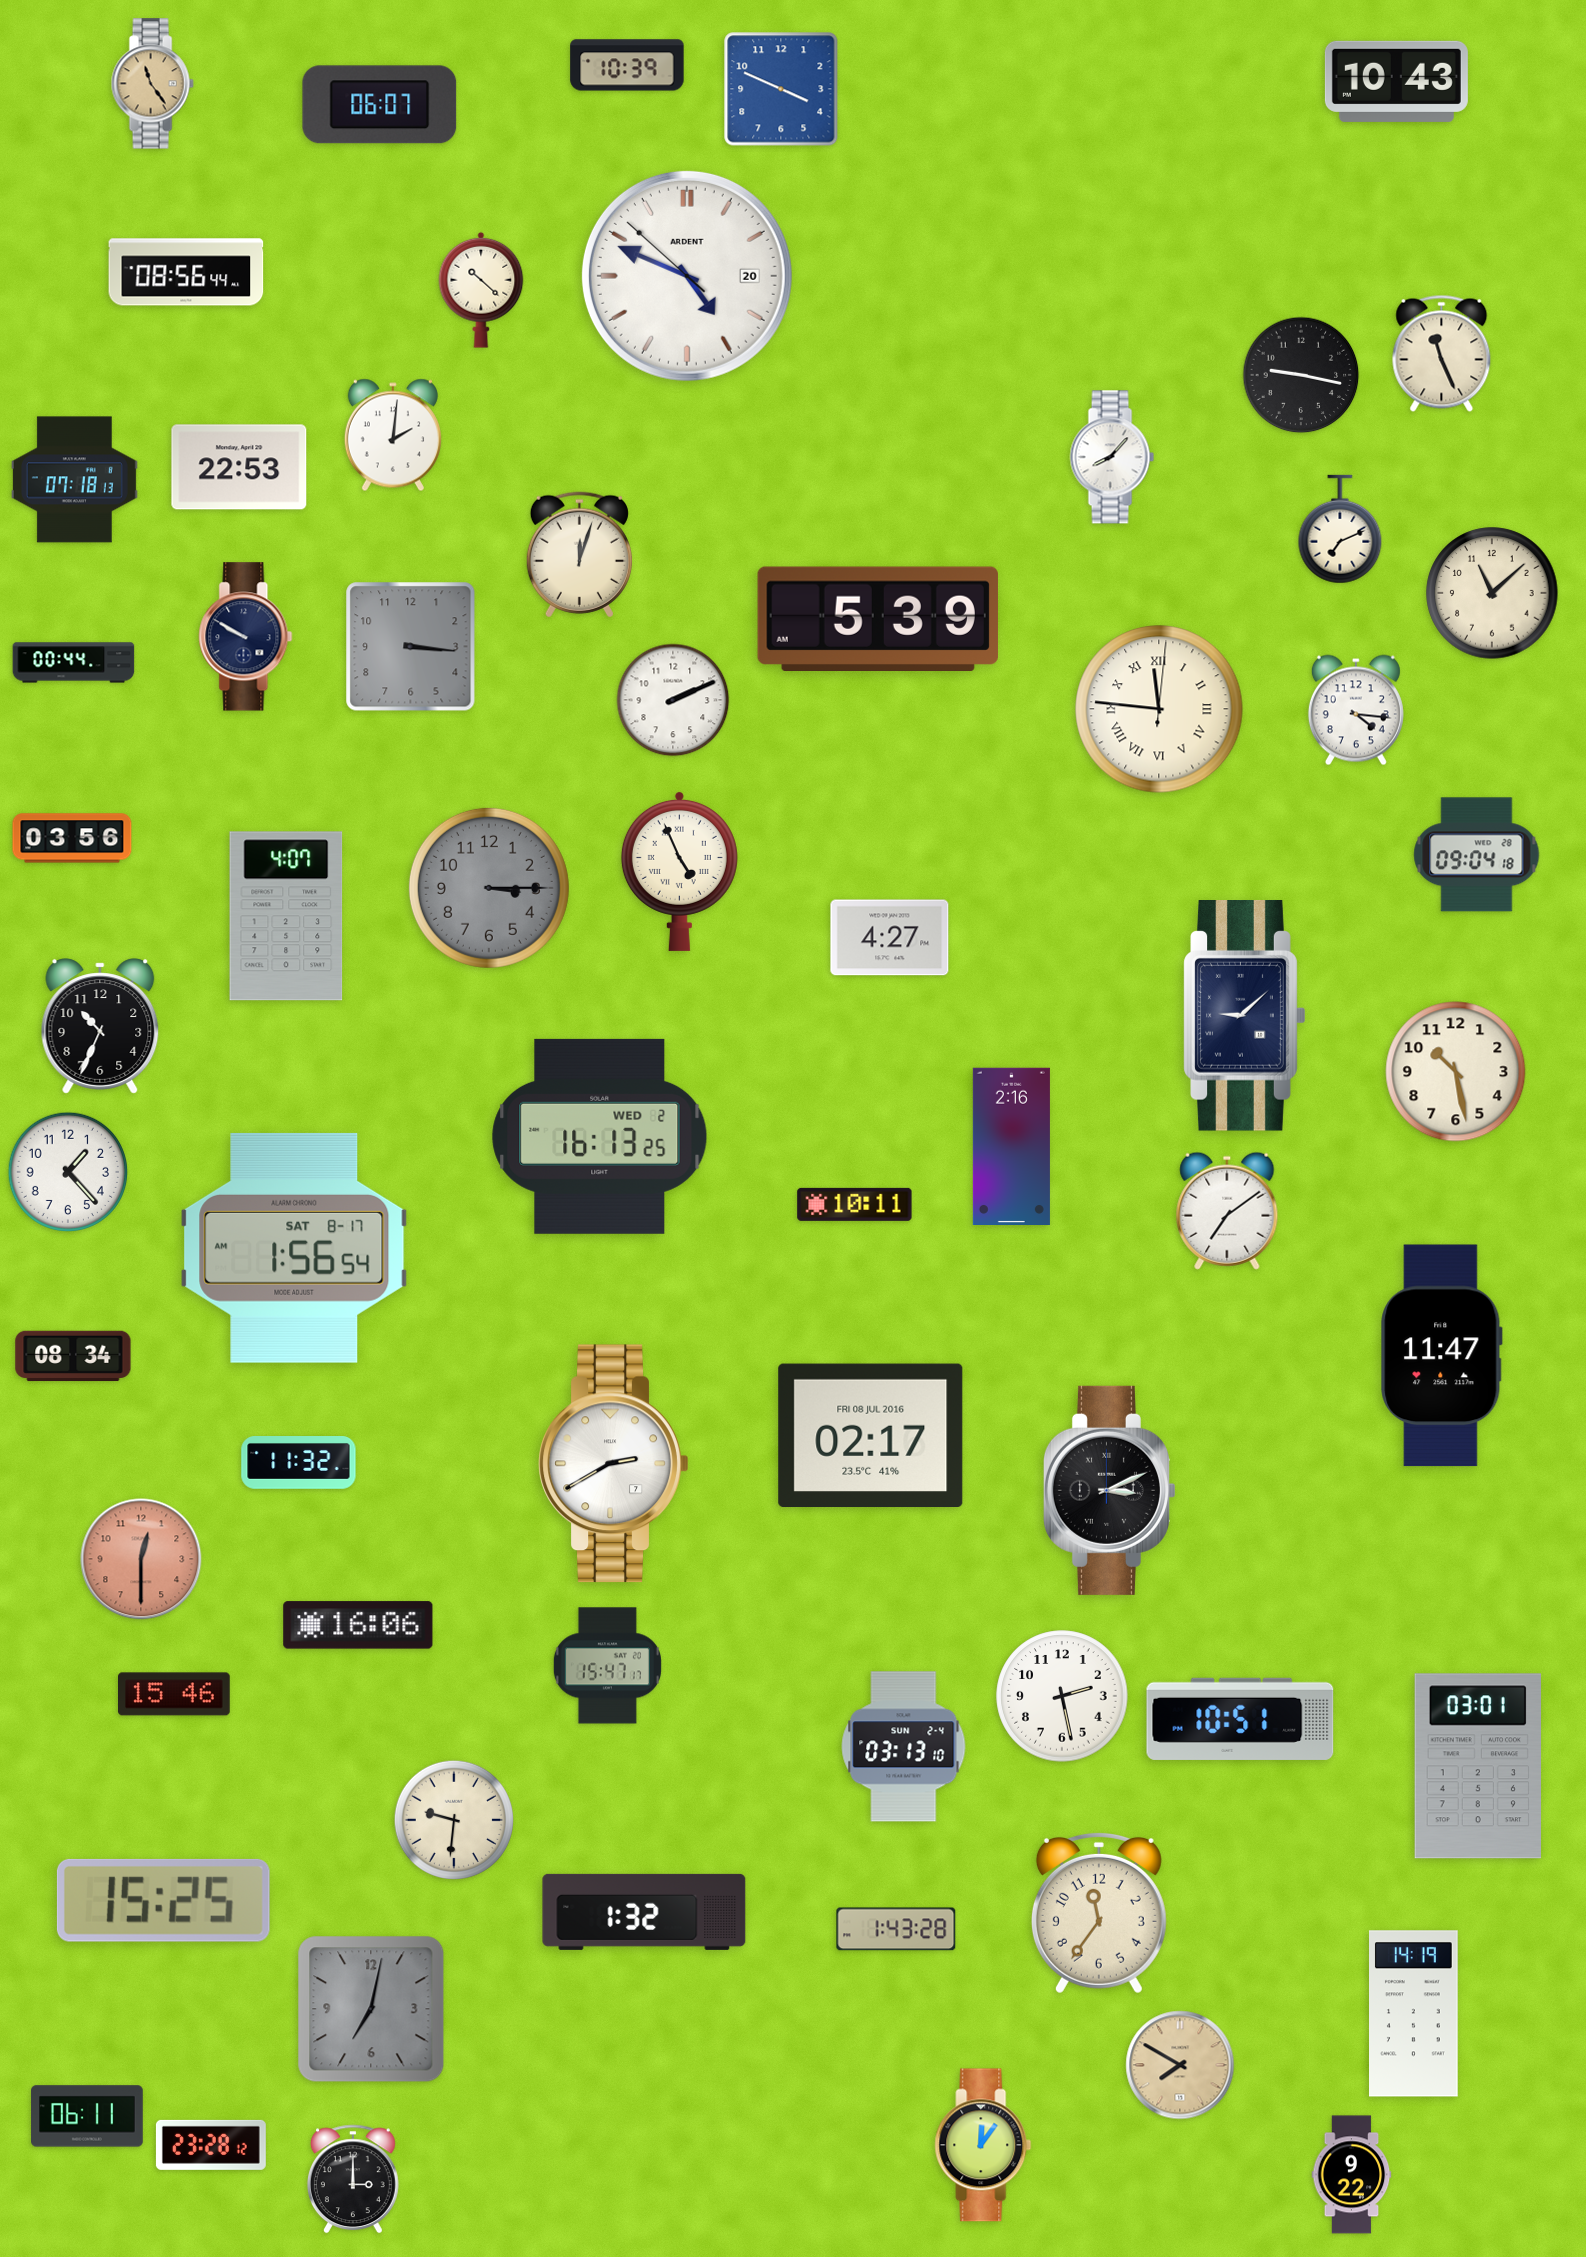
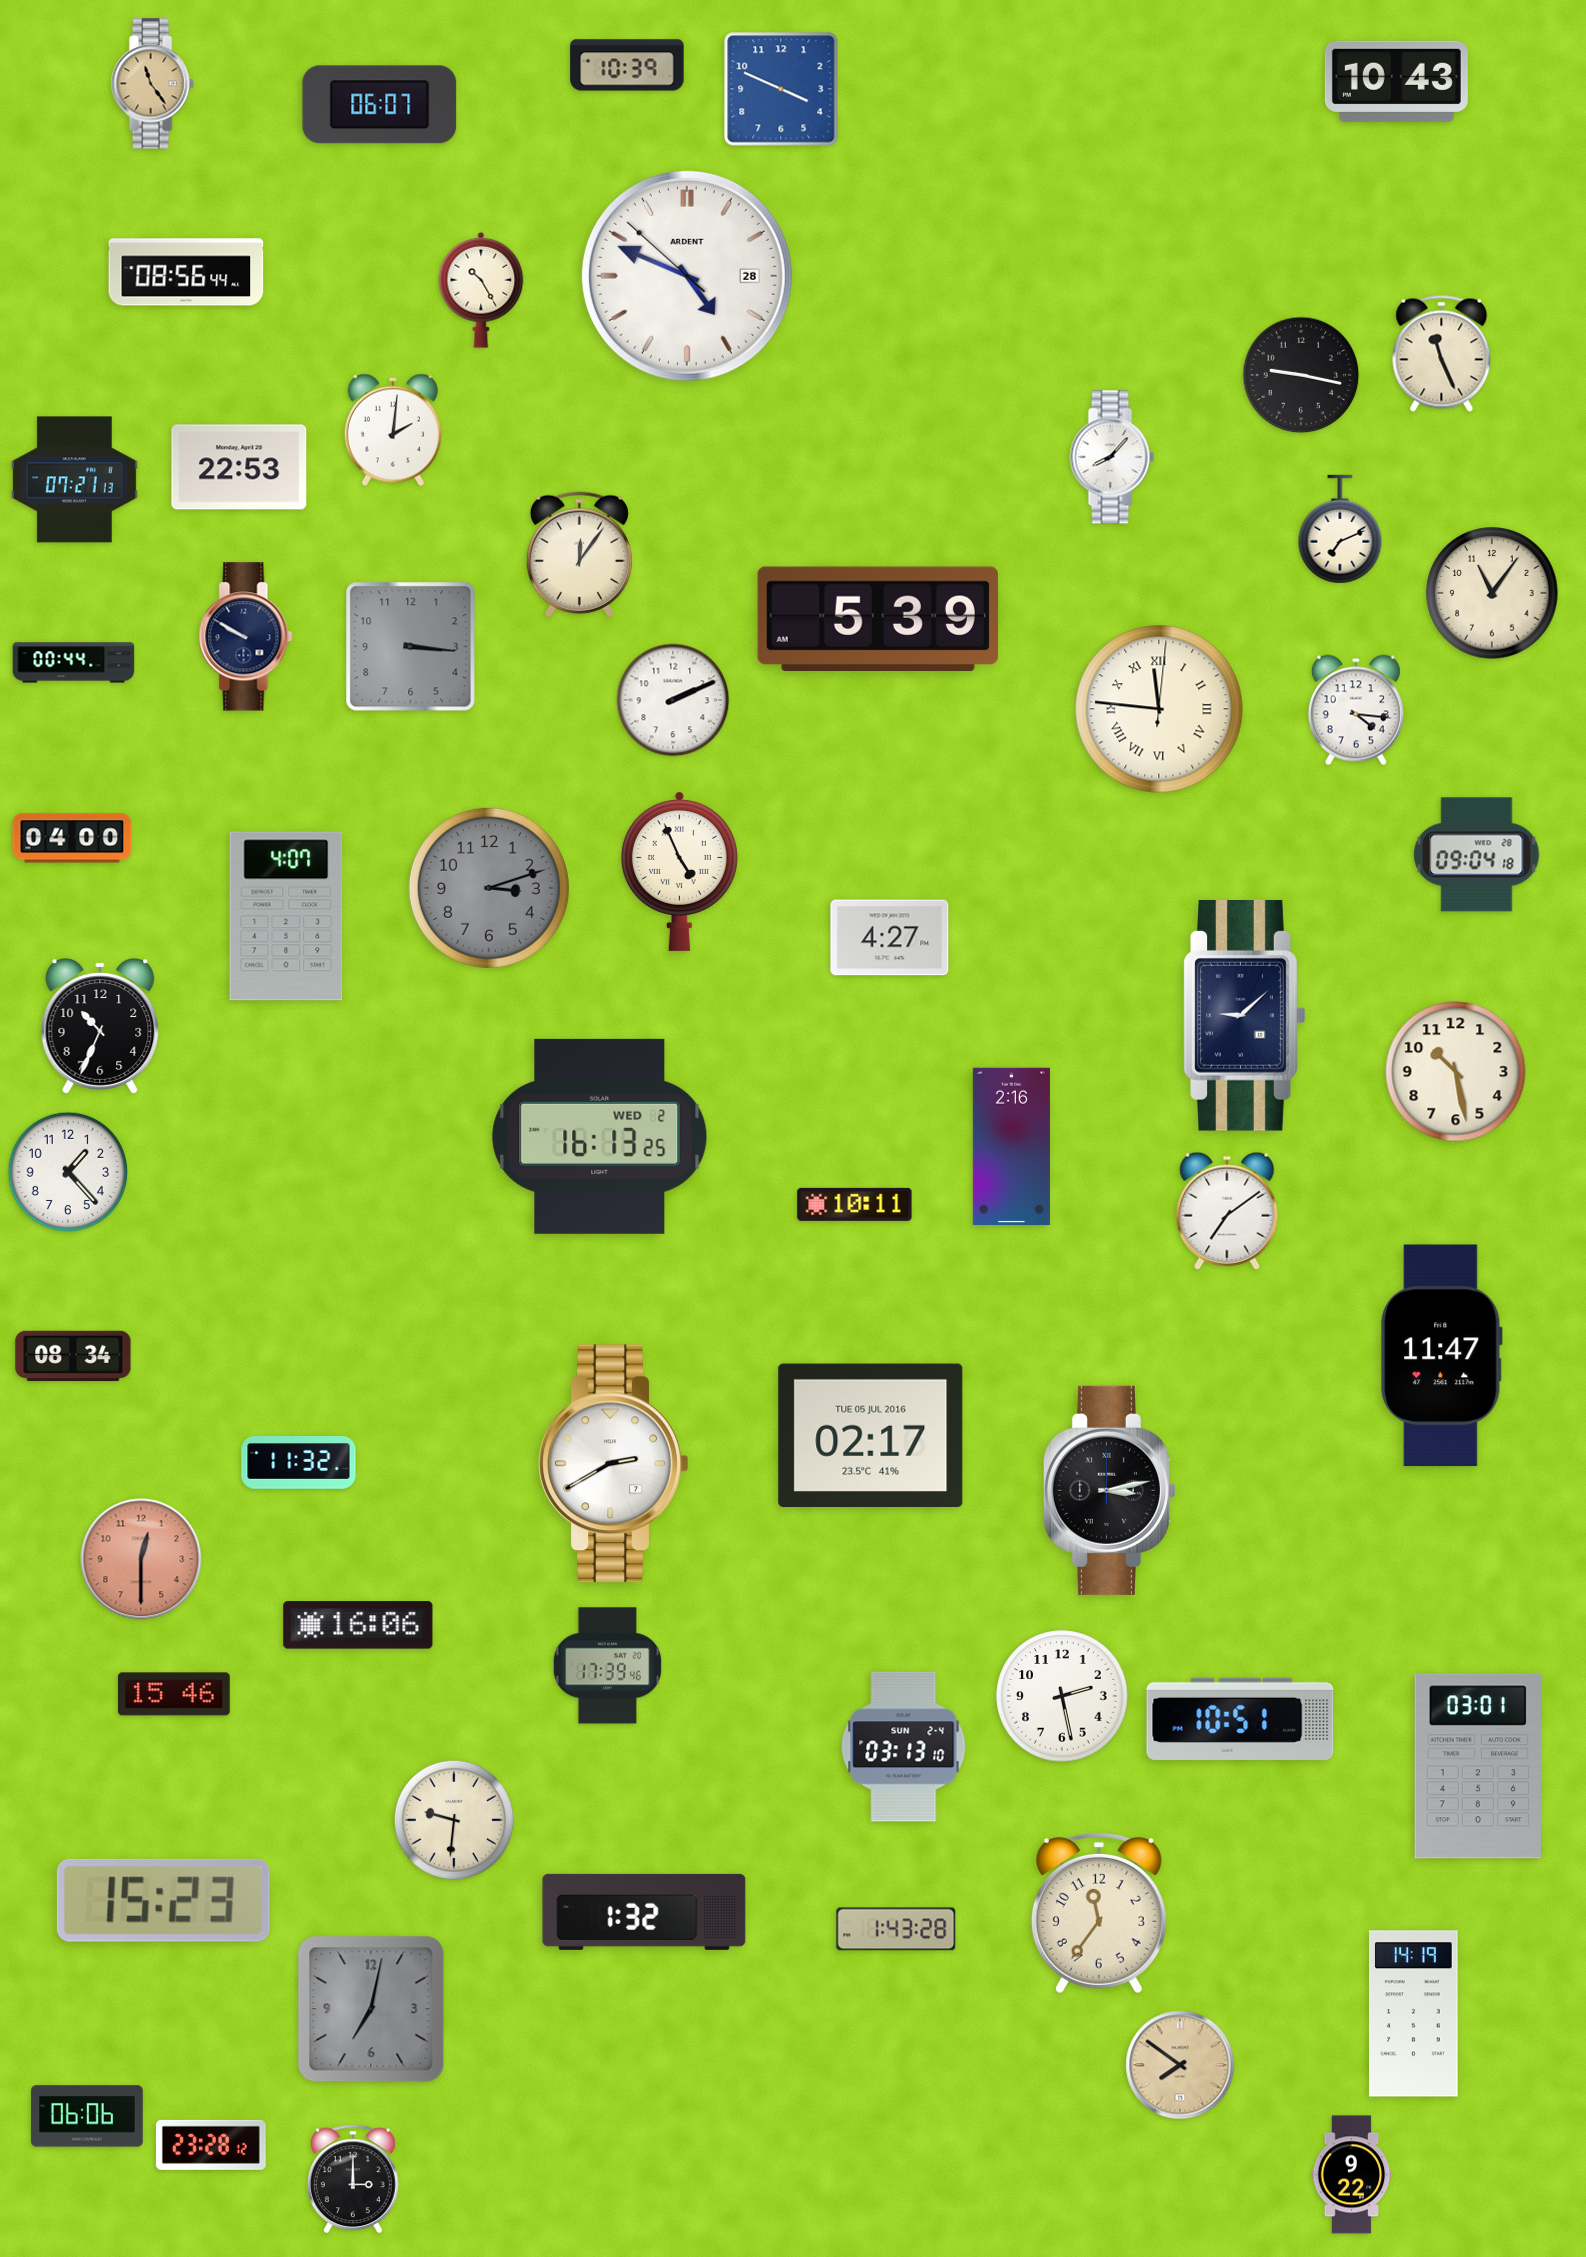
clock at (687, 276) date: 20 -> 28
clock at (481, 290): 10:22 -> 10:25
clock at (393, 435) position: (393, 435) -> (393, 430)
clock at (74, 480): 07:18 -> 07:21
clock at (579, 555): 12:03 -> 12:06
clock at (1492, 593): 11:08 -> 11:06
clock at (72, 838): 03:56 -> 04:00
clock at (489, 888): 3:15 -> 3:12
clock at (294, 1248): 1:56 -> none
clock at (871, 1435) date: FRI 08 JUL 2016 -> TUE 05 JUL 2016
clock at (1109, 1490): 3:11 -> 3:13
clock at (607, 1666): 15:47 -> 17:39
clock at (163, 1900): 15:25 -> 15:23
clock at (1180, 2065): 7:50 -> 7:51
clock at (87, 2116): 06:11 -> 06:06
clock at (983, 2145): 12:06 -> none
